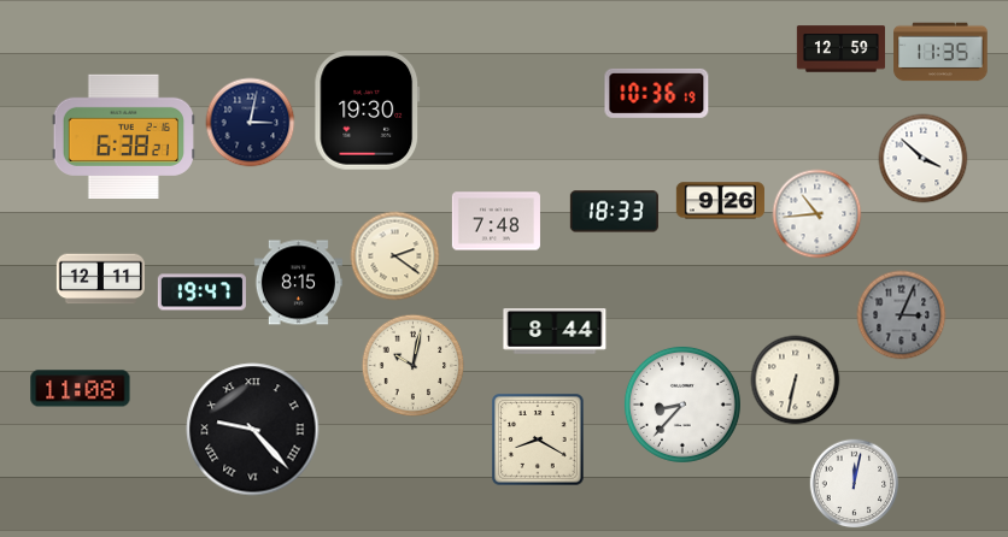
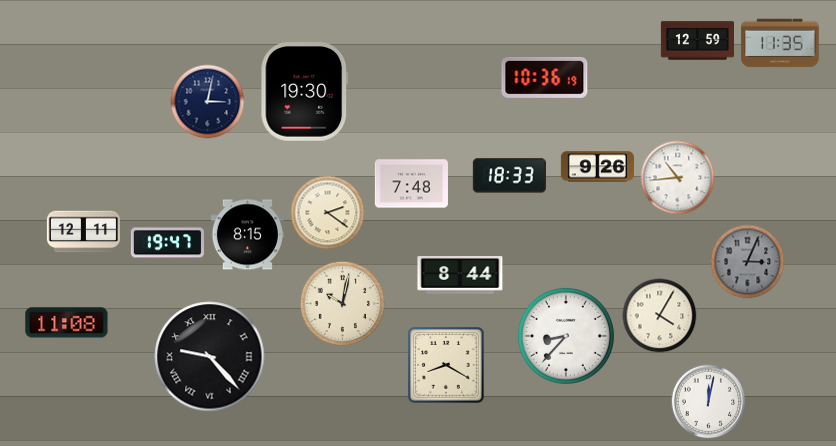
clock at (124, 136): 6:38 -> none
clock at (924, 159): 3:52 -> none
clock at (796, 380): 6:32 -> 4:05
